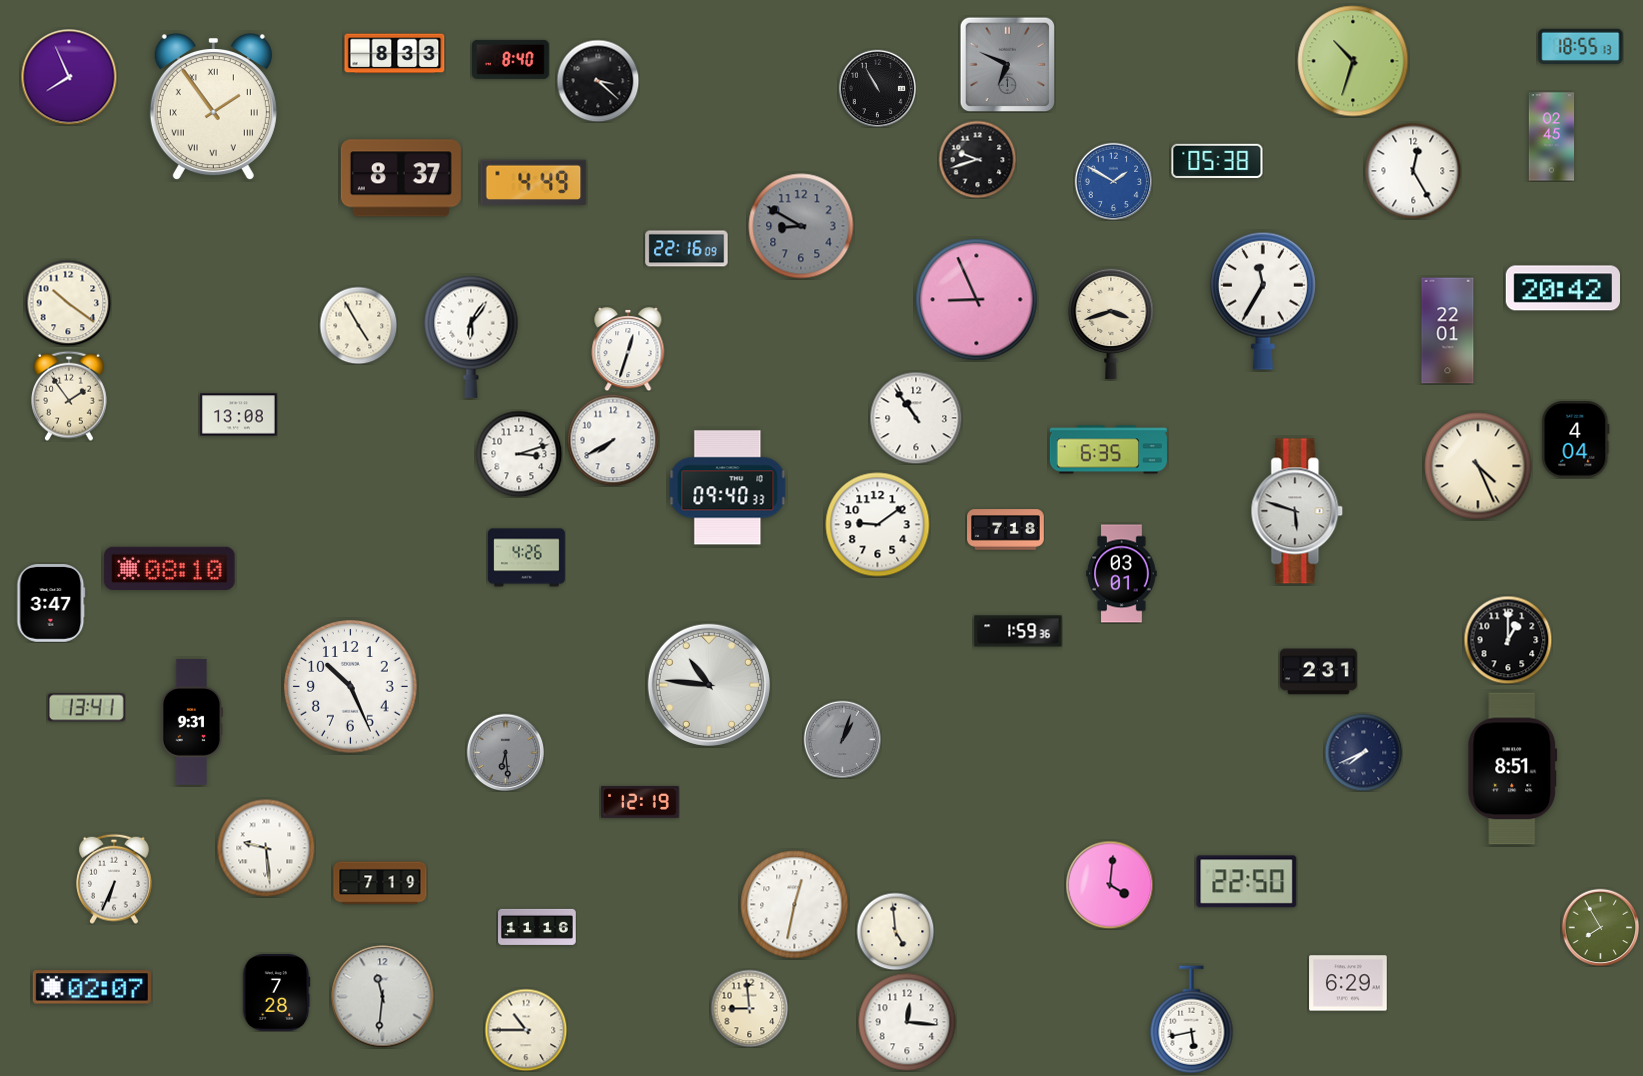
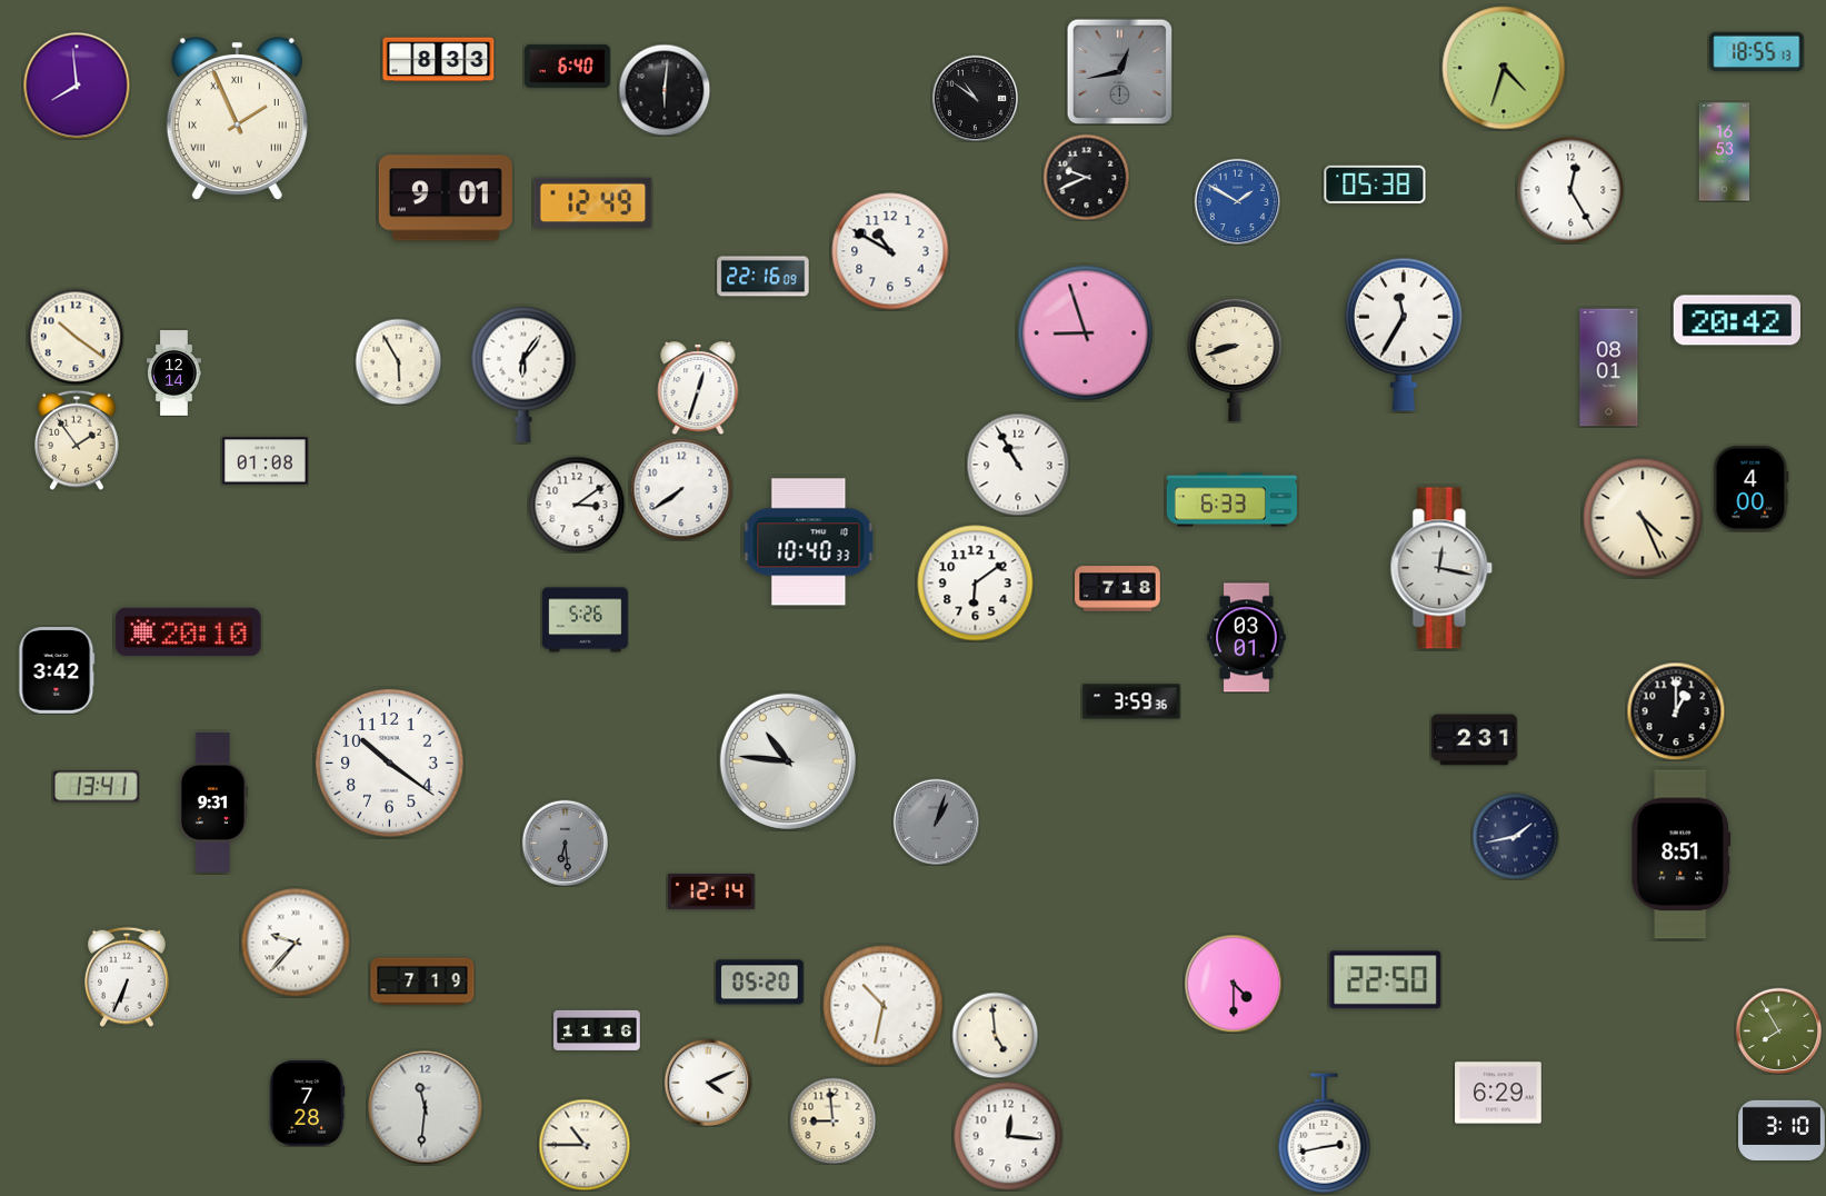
clock at (511, 59): 8:40 -> 6:40
clock at (1353, 61): 10:33 -> 4:33
clock at (1007, 64): 6:49 -> 12:43
clock at (69, 77): 7:56 -> 7:59
clock at (598, 81): 3:22 -> 6:01
clock at (877, 88): 10:55 -> 10:51
clock at (213, 108): 1:54 -> 1:56
clock at (1552, 137): 02:45 -> 16:53
clock at (977, 159): 9:42 -> 9:41
clock at (1217, 161) position: (1217, 161) -> (1375, 185)
clock at (401, 178): 8:37 -> 9:01
clock at (534, 183): 4:49 -> 12:49
clock at (801, 226): 8:50 -> 10:50
clock at (801, 226) dial: grey -> white
clock at (977, 300): 8:56 -> 8:57
clock at (1111, 324): 3:42 -> 8:42
clock at (358, 325): 4:55 -> 5:55
clock at (1448, 331): 22:01 -> 08:01
clock at (174, 373): none -> 12:14
clock at (239, 415): 13:08 -> 01:08
clock at (916, 418): 10:54 -> 10:55
clock at (613, 440): 7:40 -> 7:39
clock at (1576, 440): 4:04 -> 4:00
clock at (1108, 450): 6:35 -> 6:33
clock at (519, 454): 3:12 -> 3:09
clock at (728, 488): 09:40 -> 10:40
clock at (1297, 511): 5:48 -> 12:17
clock at (878, 525): 9:09 -> 6:09
clock at (527, 558): 4:26 -> 5:26
clock at (170, 568): 08:10 -> 20:10
clock at (51, 603): 3:47 -> 3:42
clock at (1018, 631): 1:59 -> 3:59
clock at (1319, 672) position: (1319, 672) -> (1475, 740)
clock at (351, 687): 10:26 -> 10:21
clock at (505, 752) position: (505, 752) -> (565, 843)
clock at (1363, 752): 7:41 -> 1:43
clock at (640, 803): 12:19 -> 12:14
clock at (266, 848): 9:29 -> 9:37
clock at (760, 983): none -> 05:20
clock at (1110, 885): 4:01 -> 4:30
clock at (795, 905): 12:32 -> 10:32
clock at (708, 1083): none -> 4:11
clock at (92, 987): 02:07 -> none
clock at (1782, 1129): none -> 3:10
clock at (1192, 1020): 5:43 -> 2:43
